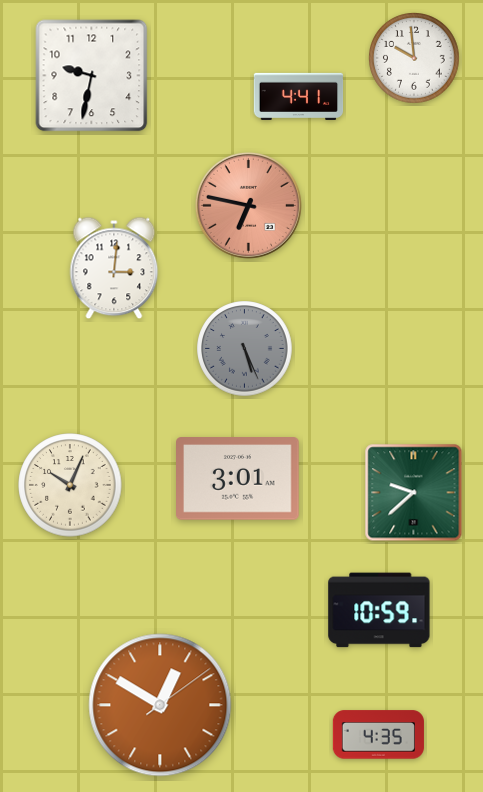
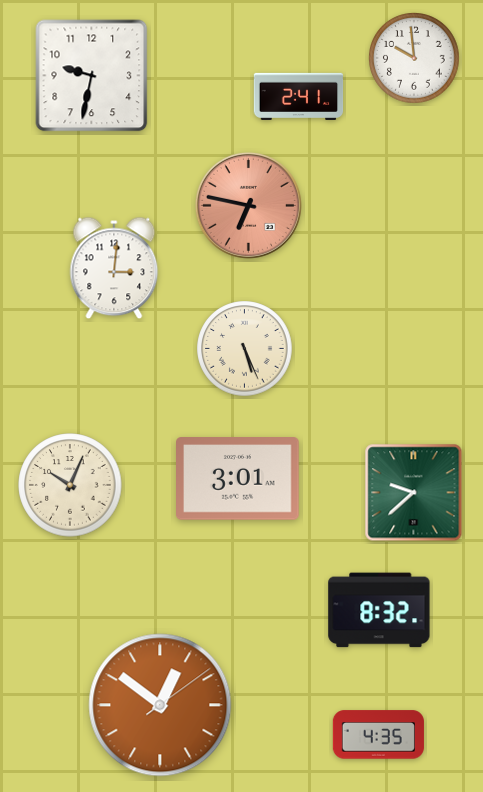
clock at (299, 96): 4:41 -> 2:41
clock at (245, 349) dial: grey -> cream
clock at (379, 610): 10:59 -> 8:32
clock at (160, 705): 12:50 -> 12:51
